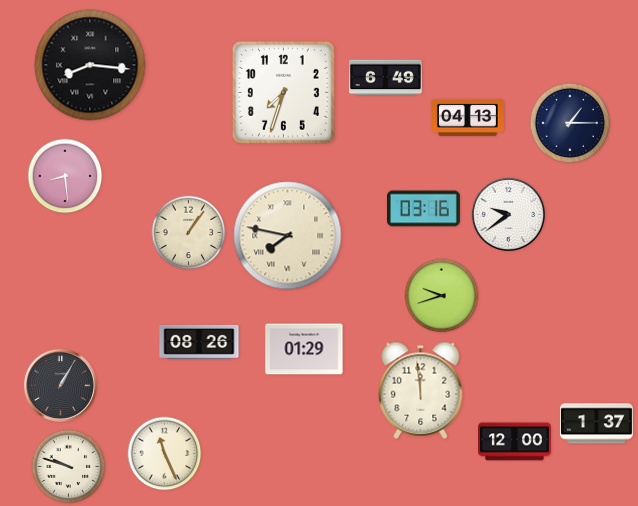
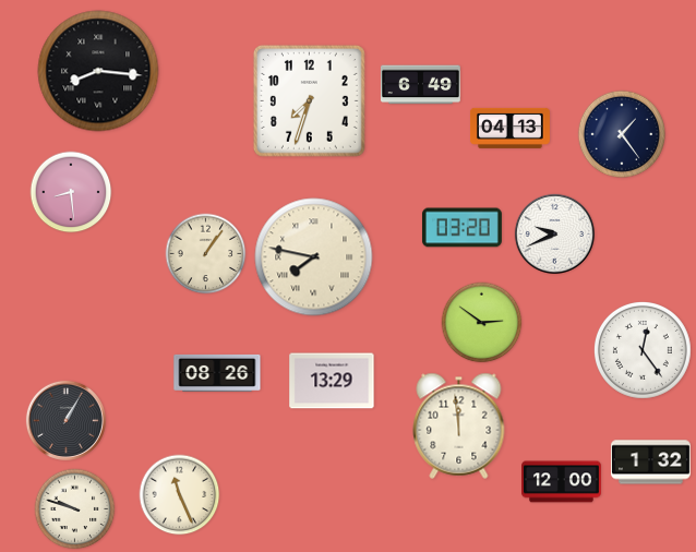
clock at (570, 123): 1:15 -> 1:24
clock at (423, 209): 03:16 -> 03:20
clock at (508, 214): 9:39 -> 9:41
clock at (442, 296): 9:42 -> 2:51
clock at (643, 350): none -> 12:24
clock at (304, 349): 01:29 -> 13:29
clock at (596, 424): 1:37 -> 1:32
